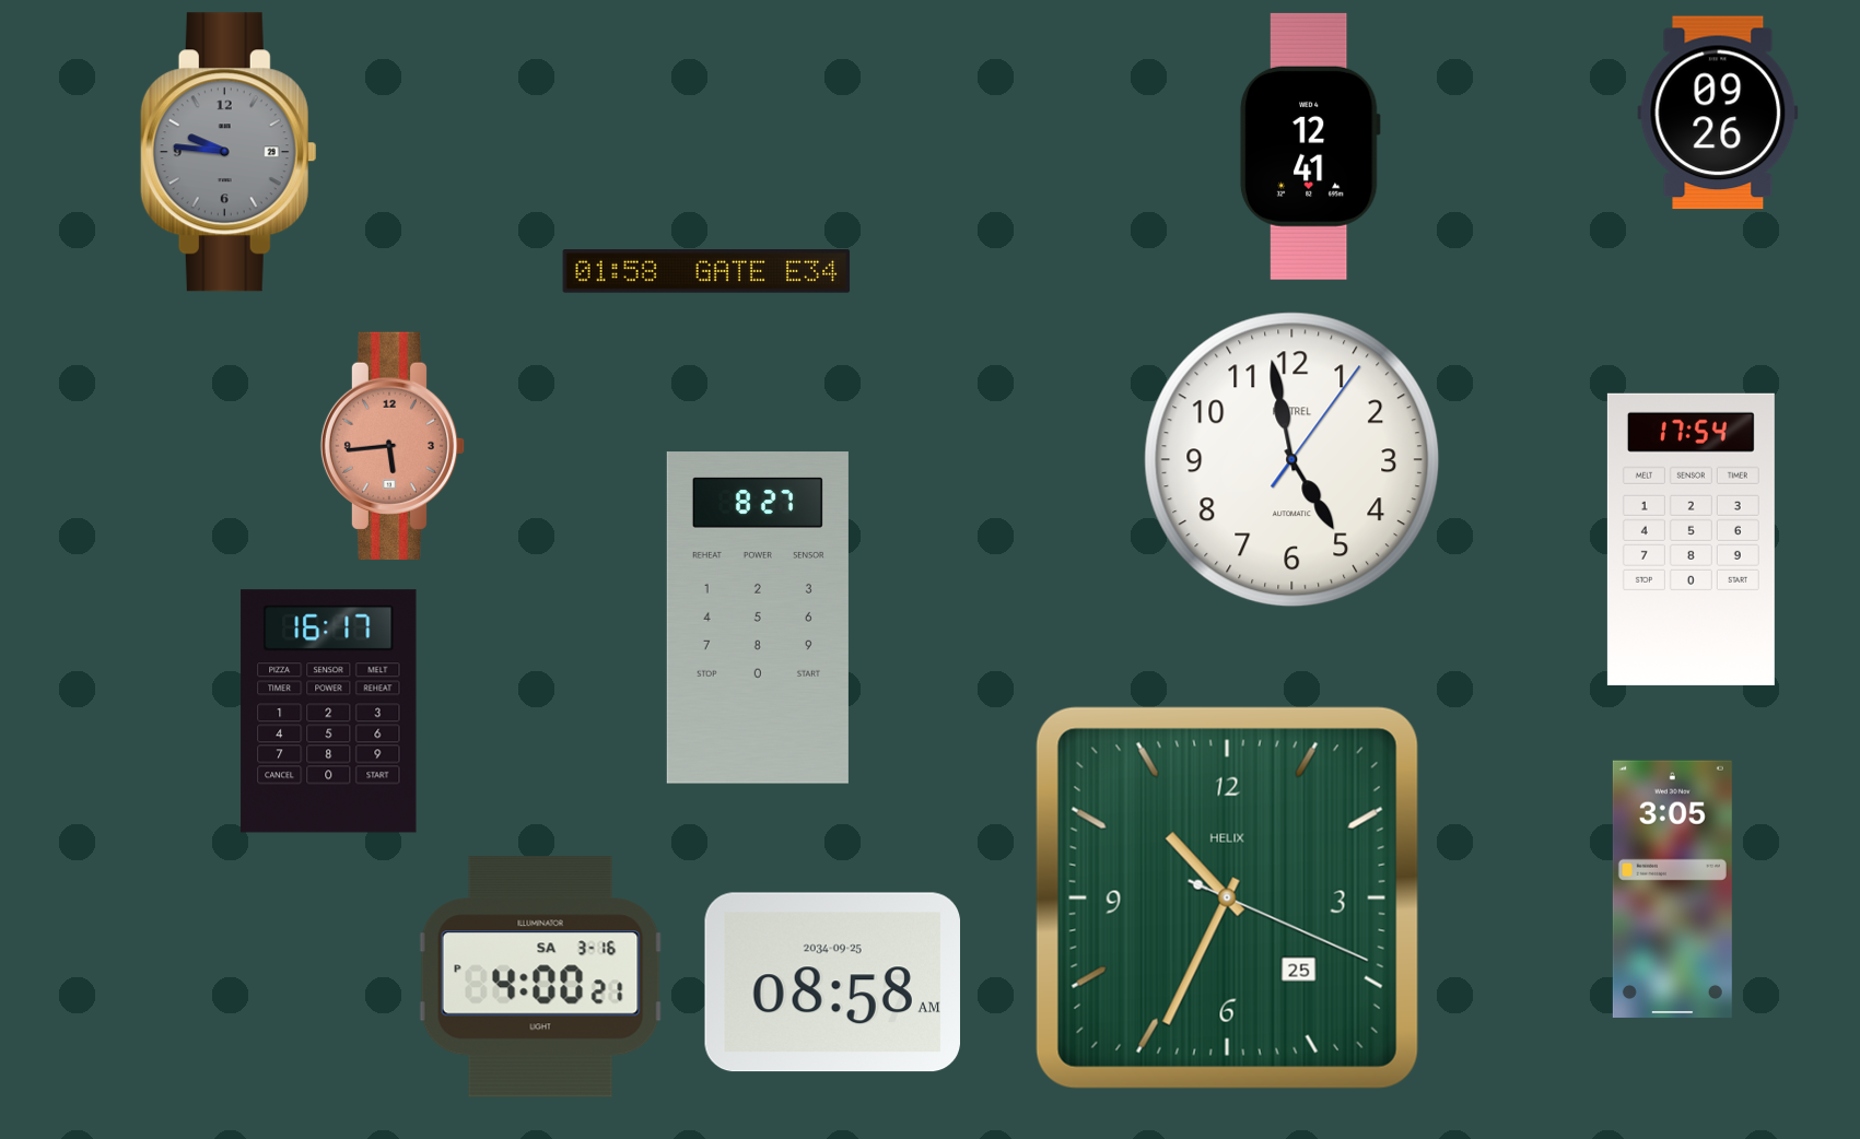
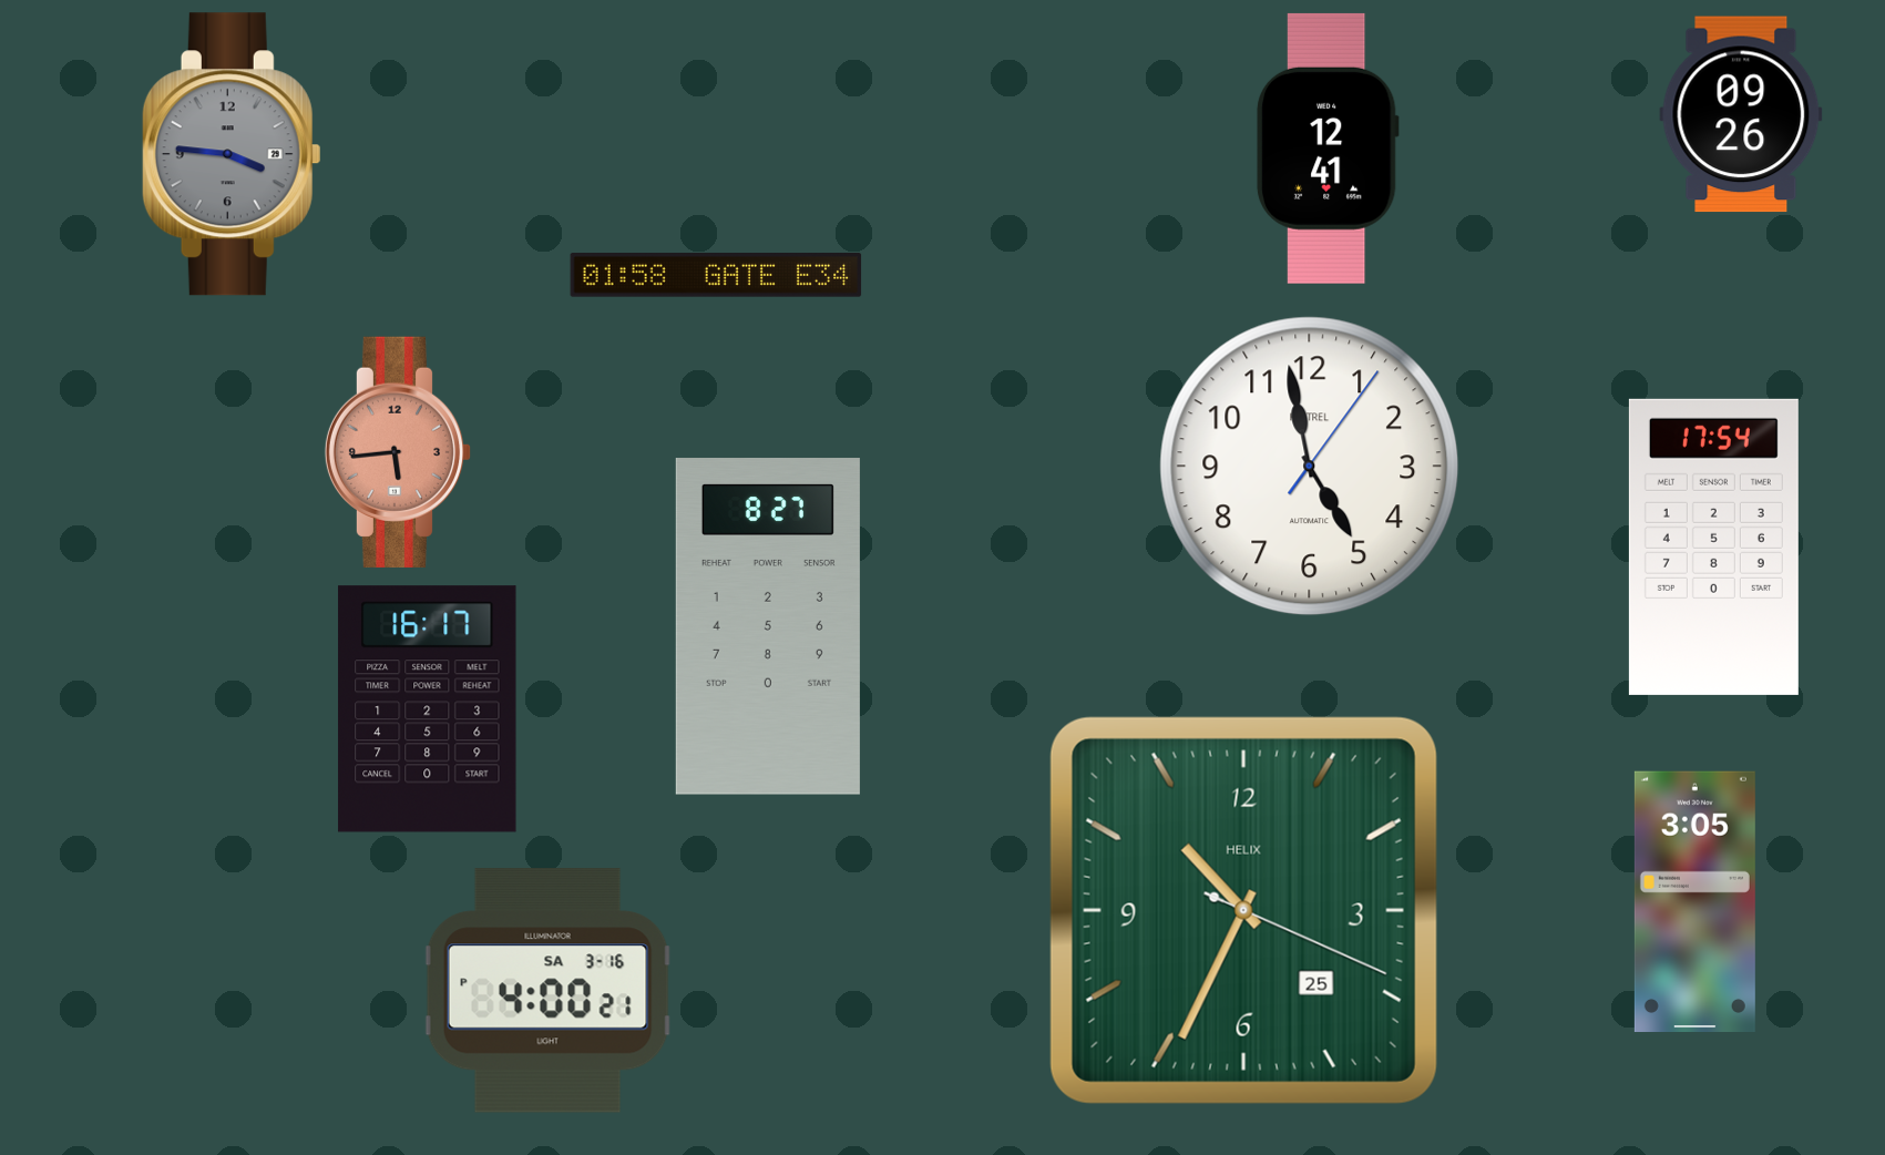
clock at (229, 152): 9:46 -> 3:46
clock at (329, 712) position: (329, 712) -> (428, 709)
clock at (832, 983): 08:58 -> none
